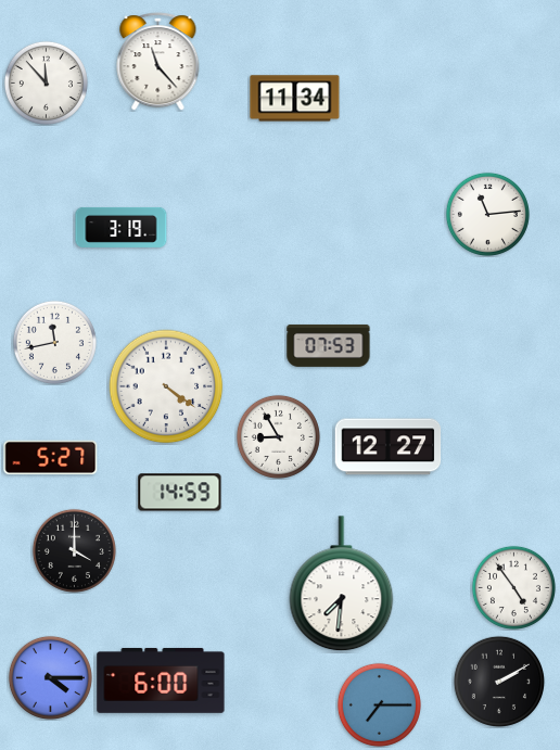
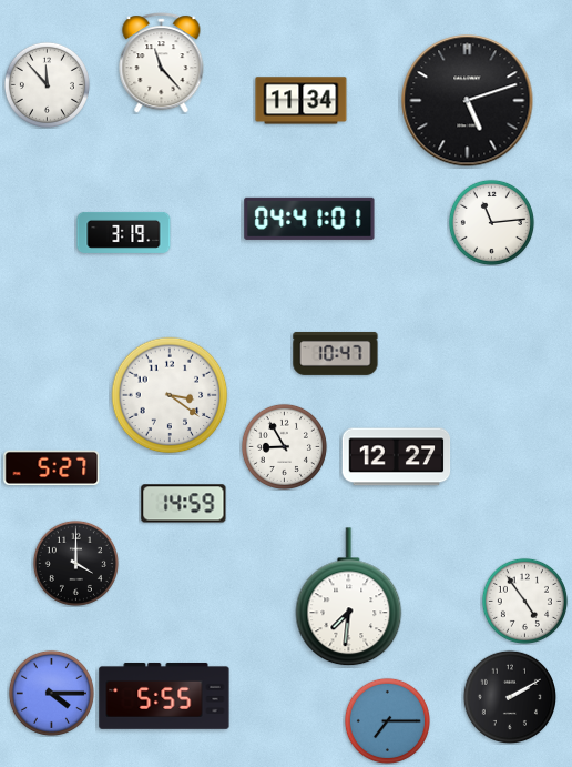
clock at (468, 101): none -> 5:12
clock at (309, 219): none -> 04:41
clock at (487, 214) position: (487, 214) -> (491, 222)
clock at (54, 342): 11:43 -> none
clock at (329, 345): 07:53 -> 10:47
clock at (166, 386): 4:21 -> 3:21
clock at (161, 681): 6:00 -> 5:55
